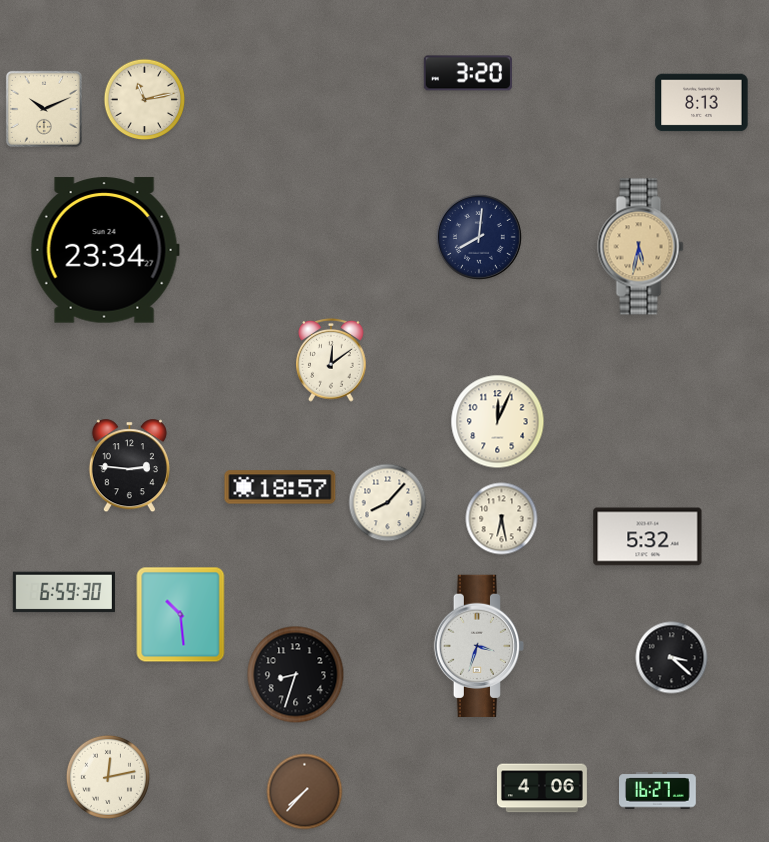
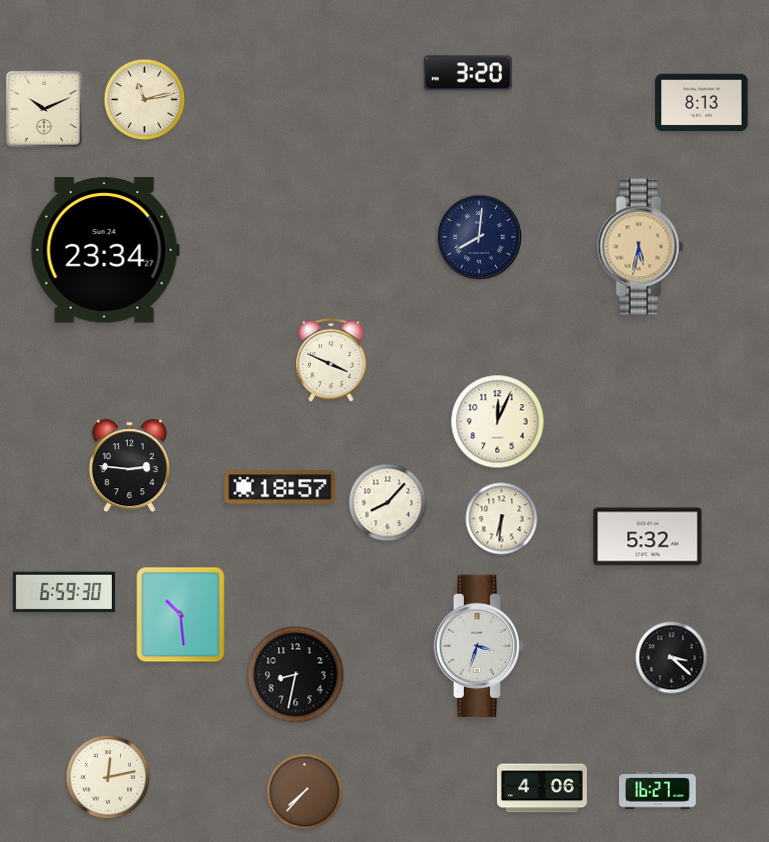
clock at (331, 360): 12:09 -> 3:49
clock at (502, 519): 6:28 -> 6:31
clock at (296, 675): 8:33 -> 8:32
